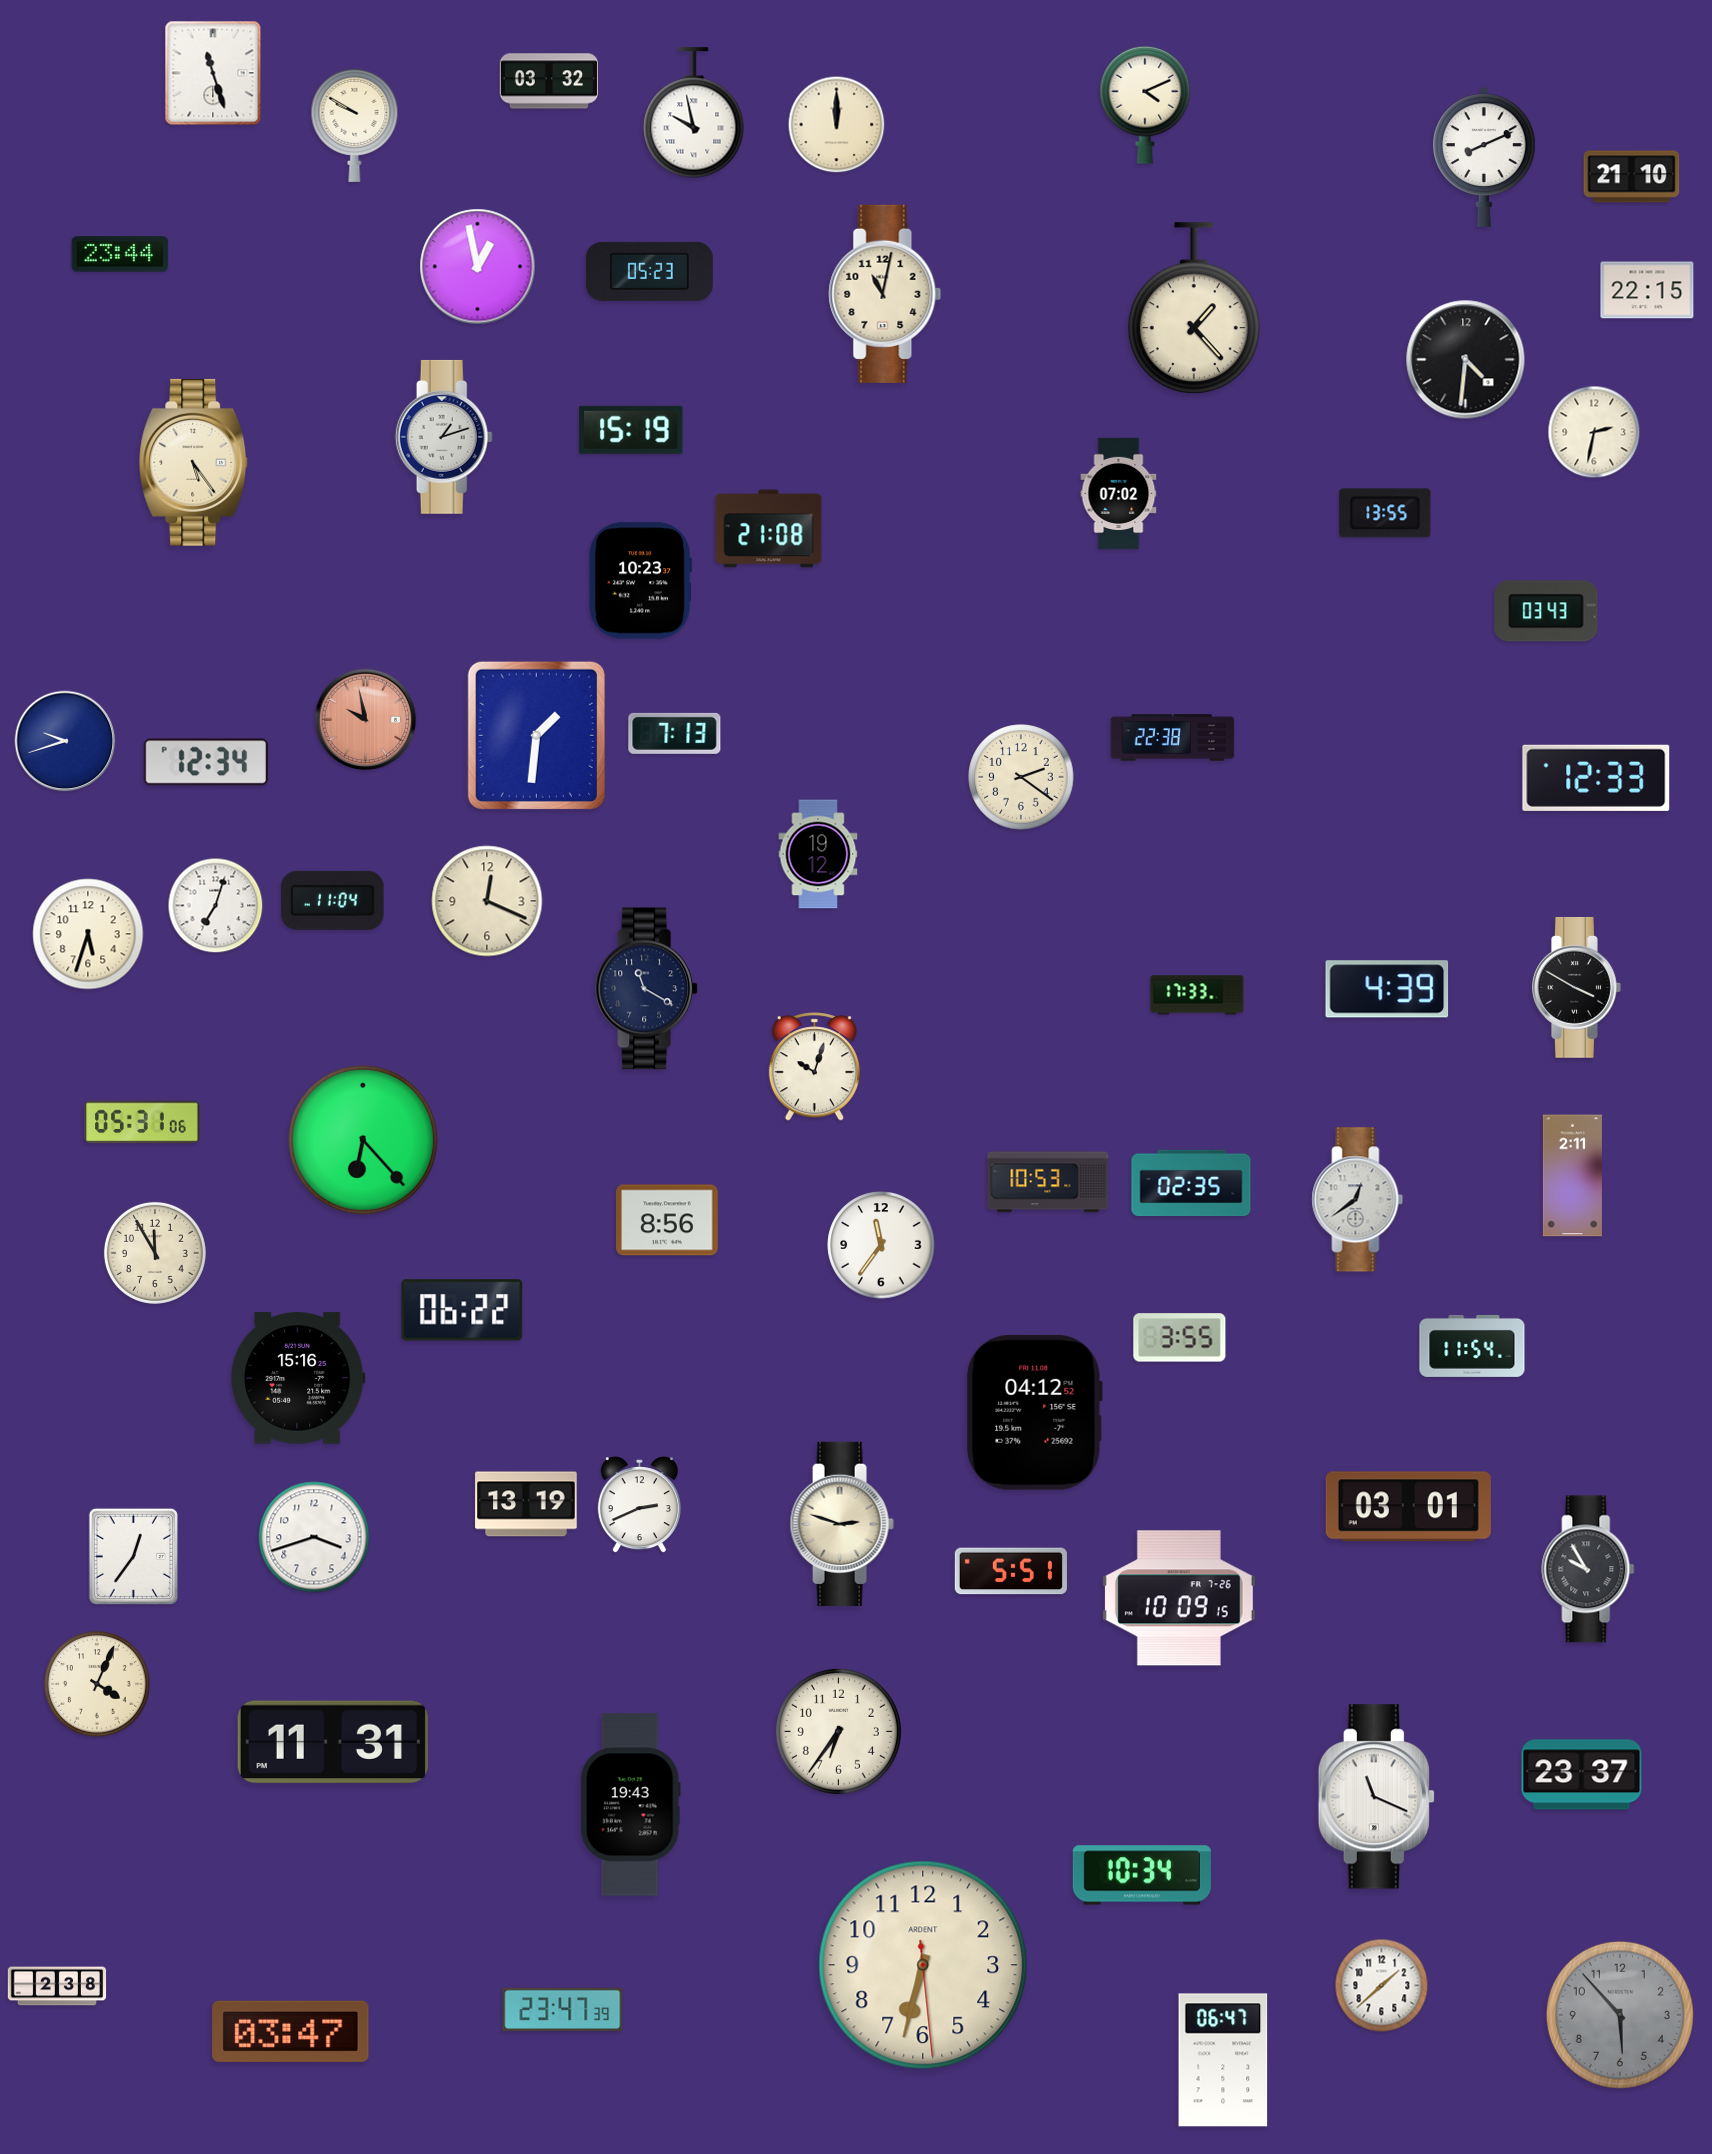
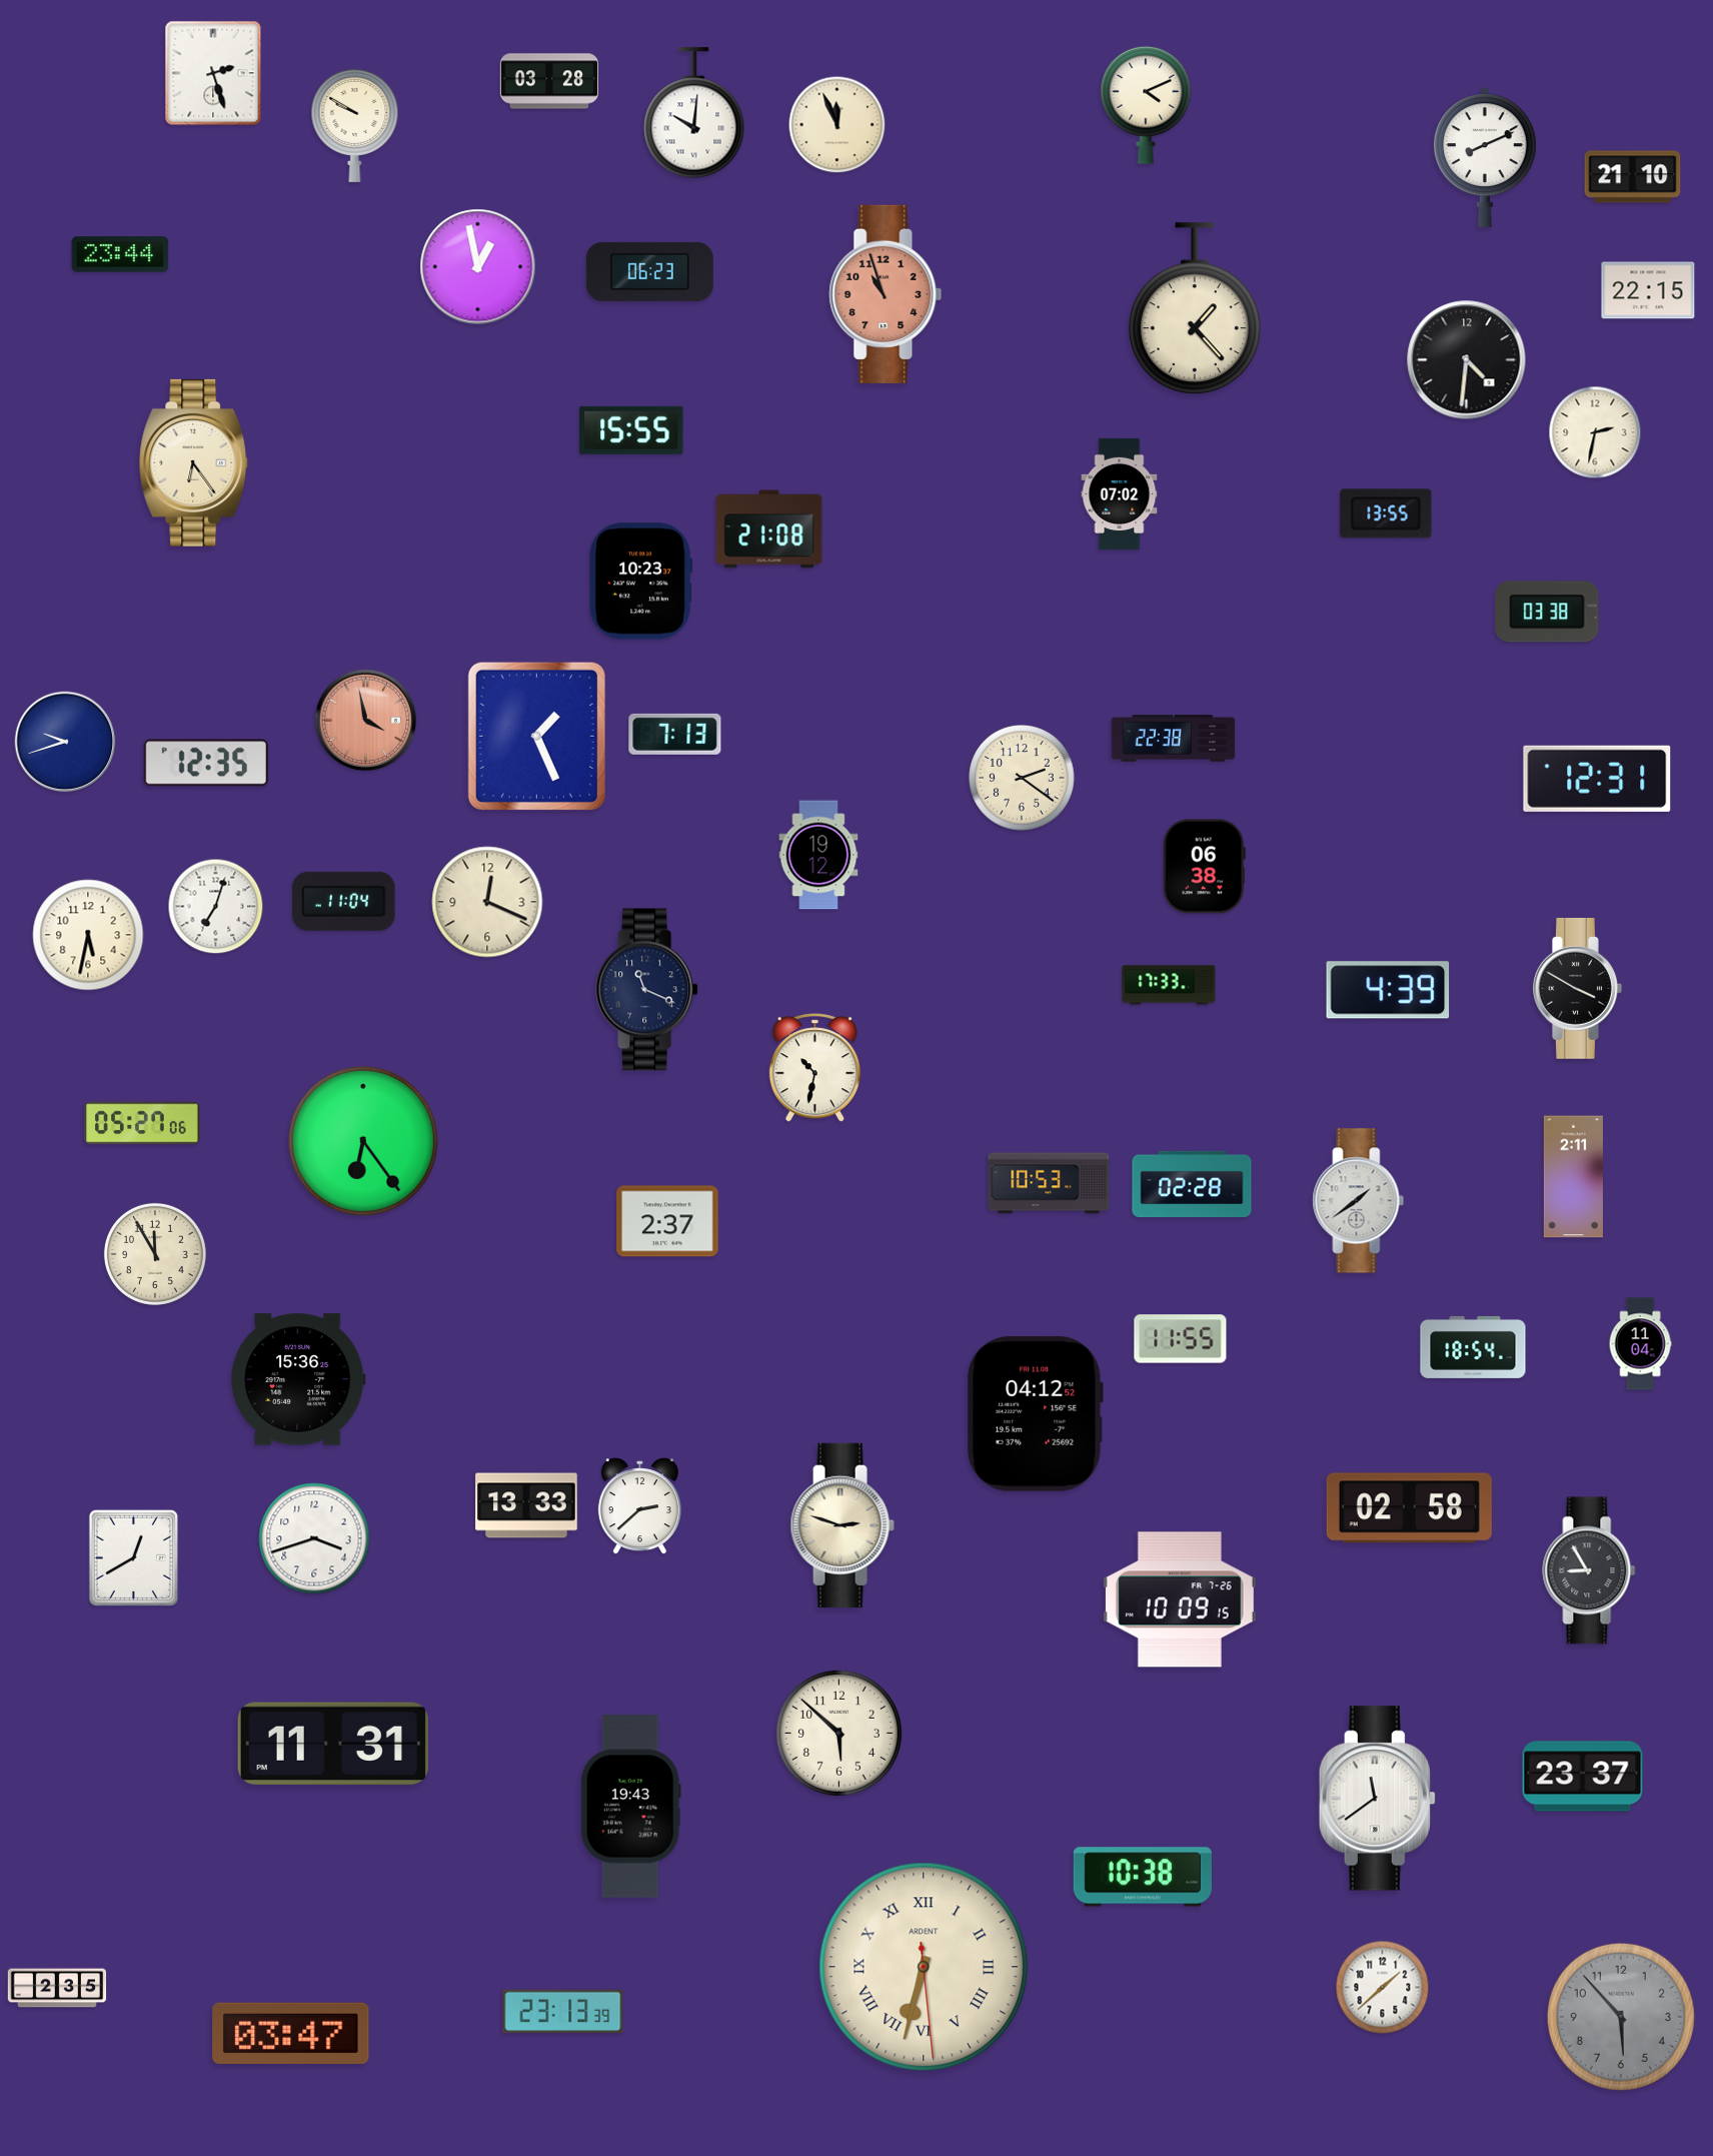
clock at (213, 73): 11:27 -> 2:27
clock at (548, 81): 03:32 -> 03:28
clock at (694, 113): 9:58 -> 10:01
clock at (837, 125): 12:00 -> 11:56
clock at (649, 271): 05:23 -> 06:23
clock at (885, 294): 11:02 -> 10:57
clock at (885, 294) dial: cream -> salmon
clock at (631, 430): 15:19 -> 15:55
clock at (444, 437): 1:12 -> none
clock at (194, 462): 5:24 -> 6:24
clock at (1546, 611): 03:43 -> 03:38
clock at (366, 720): 9:58 -> 3:58
clock at (536, 735): 1:31 -> 1:26
clock at (206, 762): 12:34 -> 12:35
clock at (1596, 778): 12:33 -> 12:31
clock at (1204, 867): none -> 06:38
clock at (333, 900) position: (333, 900) -> (344, 901)
clock at (88, 934): 5:33 -> 5:32
clock at (646, 989): 11:20 -> 11:19
clock at (1197, 995) position: (1197, 995) -> (1169, 985)
clock at (814, 1067): 10:03 -> 10:32
clock at (142, 1122): 05:31 -> 05:27
clock at (363, 1140): 6:23 -> 6:24
clock at (1191, 1183): 02:35 -> 02:28
clock at (1358, 1200): 12:39 -> 1:39
clock at (667, 1220): 8:56 -> 2:37
clock at (881, 1245): 11:36 -> none
clock at (462, 1310): 06:22 -> none
clock at (1180, 1338): 3:55 -> 11:55
clock at (1640, 1344): none -> 11:04
clock at (1472, 1346): 11:54 -> 18:54
clock at (298, 1378): 15:16 -> 15:36
clock at (526, 1504): 13:19 -> 13:33
clock at (639, 1505): 2:41 -> 2:38
clock at (1408, 1507): 03:01 -> 02:58
clock at (133, 1556): 12:36 -> 12:40
clock at (1588, 1569): 9:55 -> 8:55
clock at (1011, 1571): 5:51 -> none
clock at (97, 1684): 4:04 -> none
clock at (838, 1731): 6:36 -> 5:52
clock at (1376, 1797): 11:19 -> 11:39
clock at (1142, 1875): 10:34 -> 10:38
clock at (923, 1965) numerals: Arabic -> Roman
clock at (57, 1986): 2:38 -> 2:35
clock at (563, 2010): 23:47 -> 23:13
clock at (1223, 2060): 06:47 -> none
